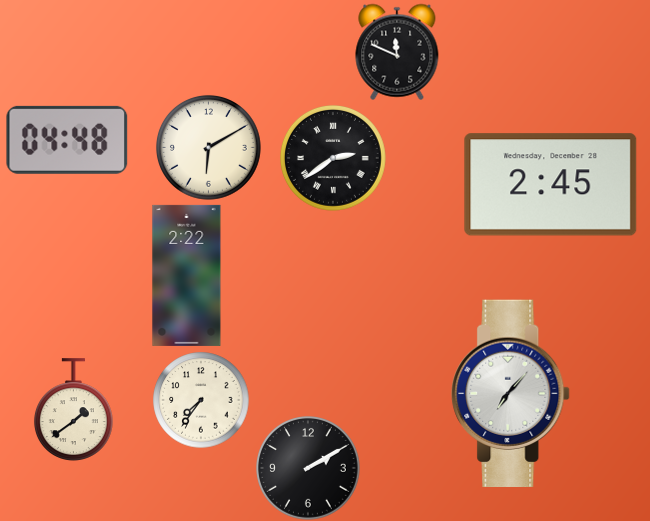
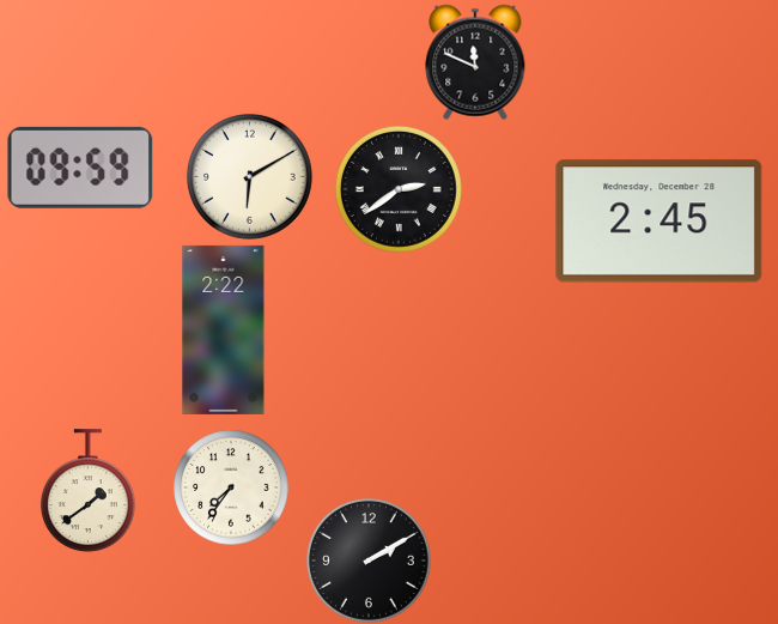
clock at (67, 140): 04:48 -> 09:59
clock at (511, 393): 7:07 -> none
clock at (201, 400) position: (201, 400) -> (231, 487)
